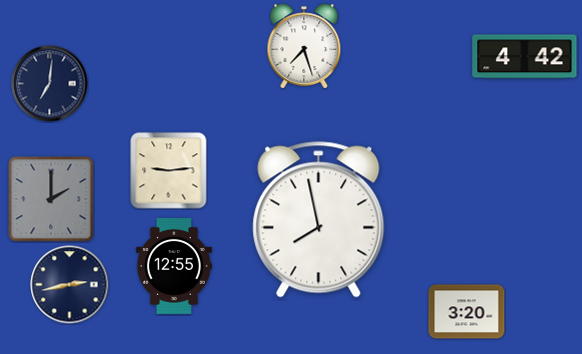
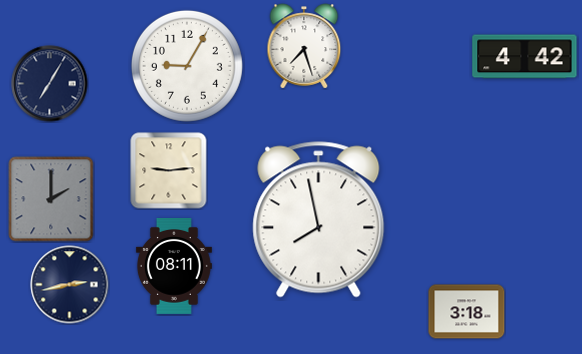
clock at (187, 66): none -> 9:05
clock at (50, 84): 7:01 -> 7:05
clock at (174, 267): 12:55 -> 08:11
clock at (467, 312): 3:20 -> 3:18
